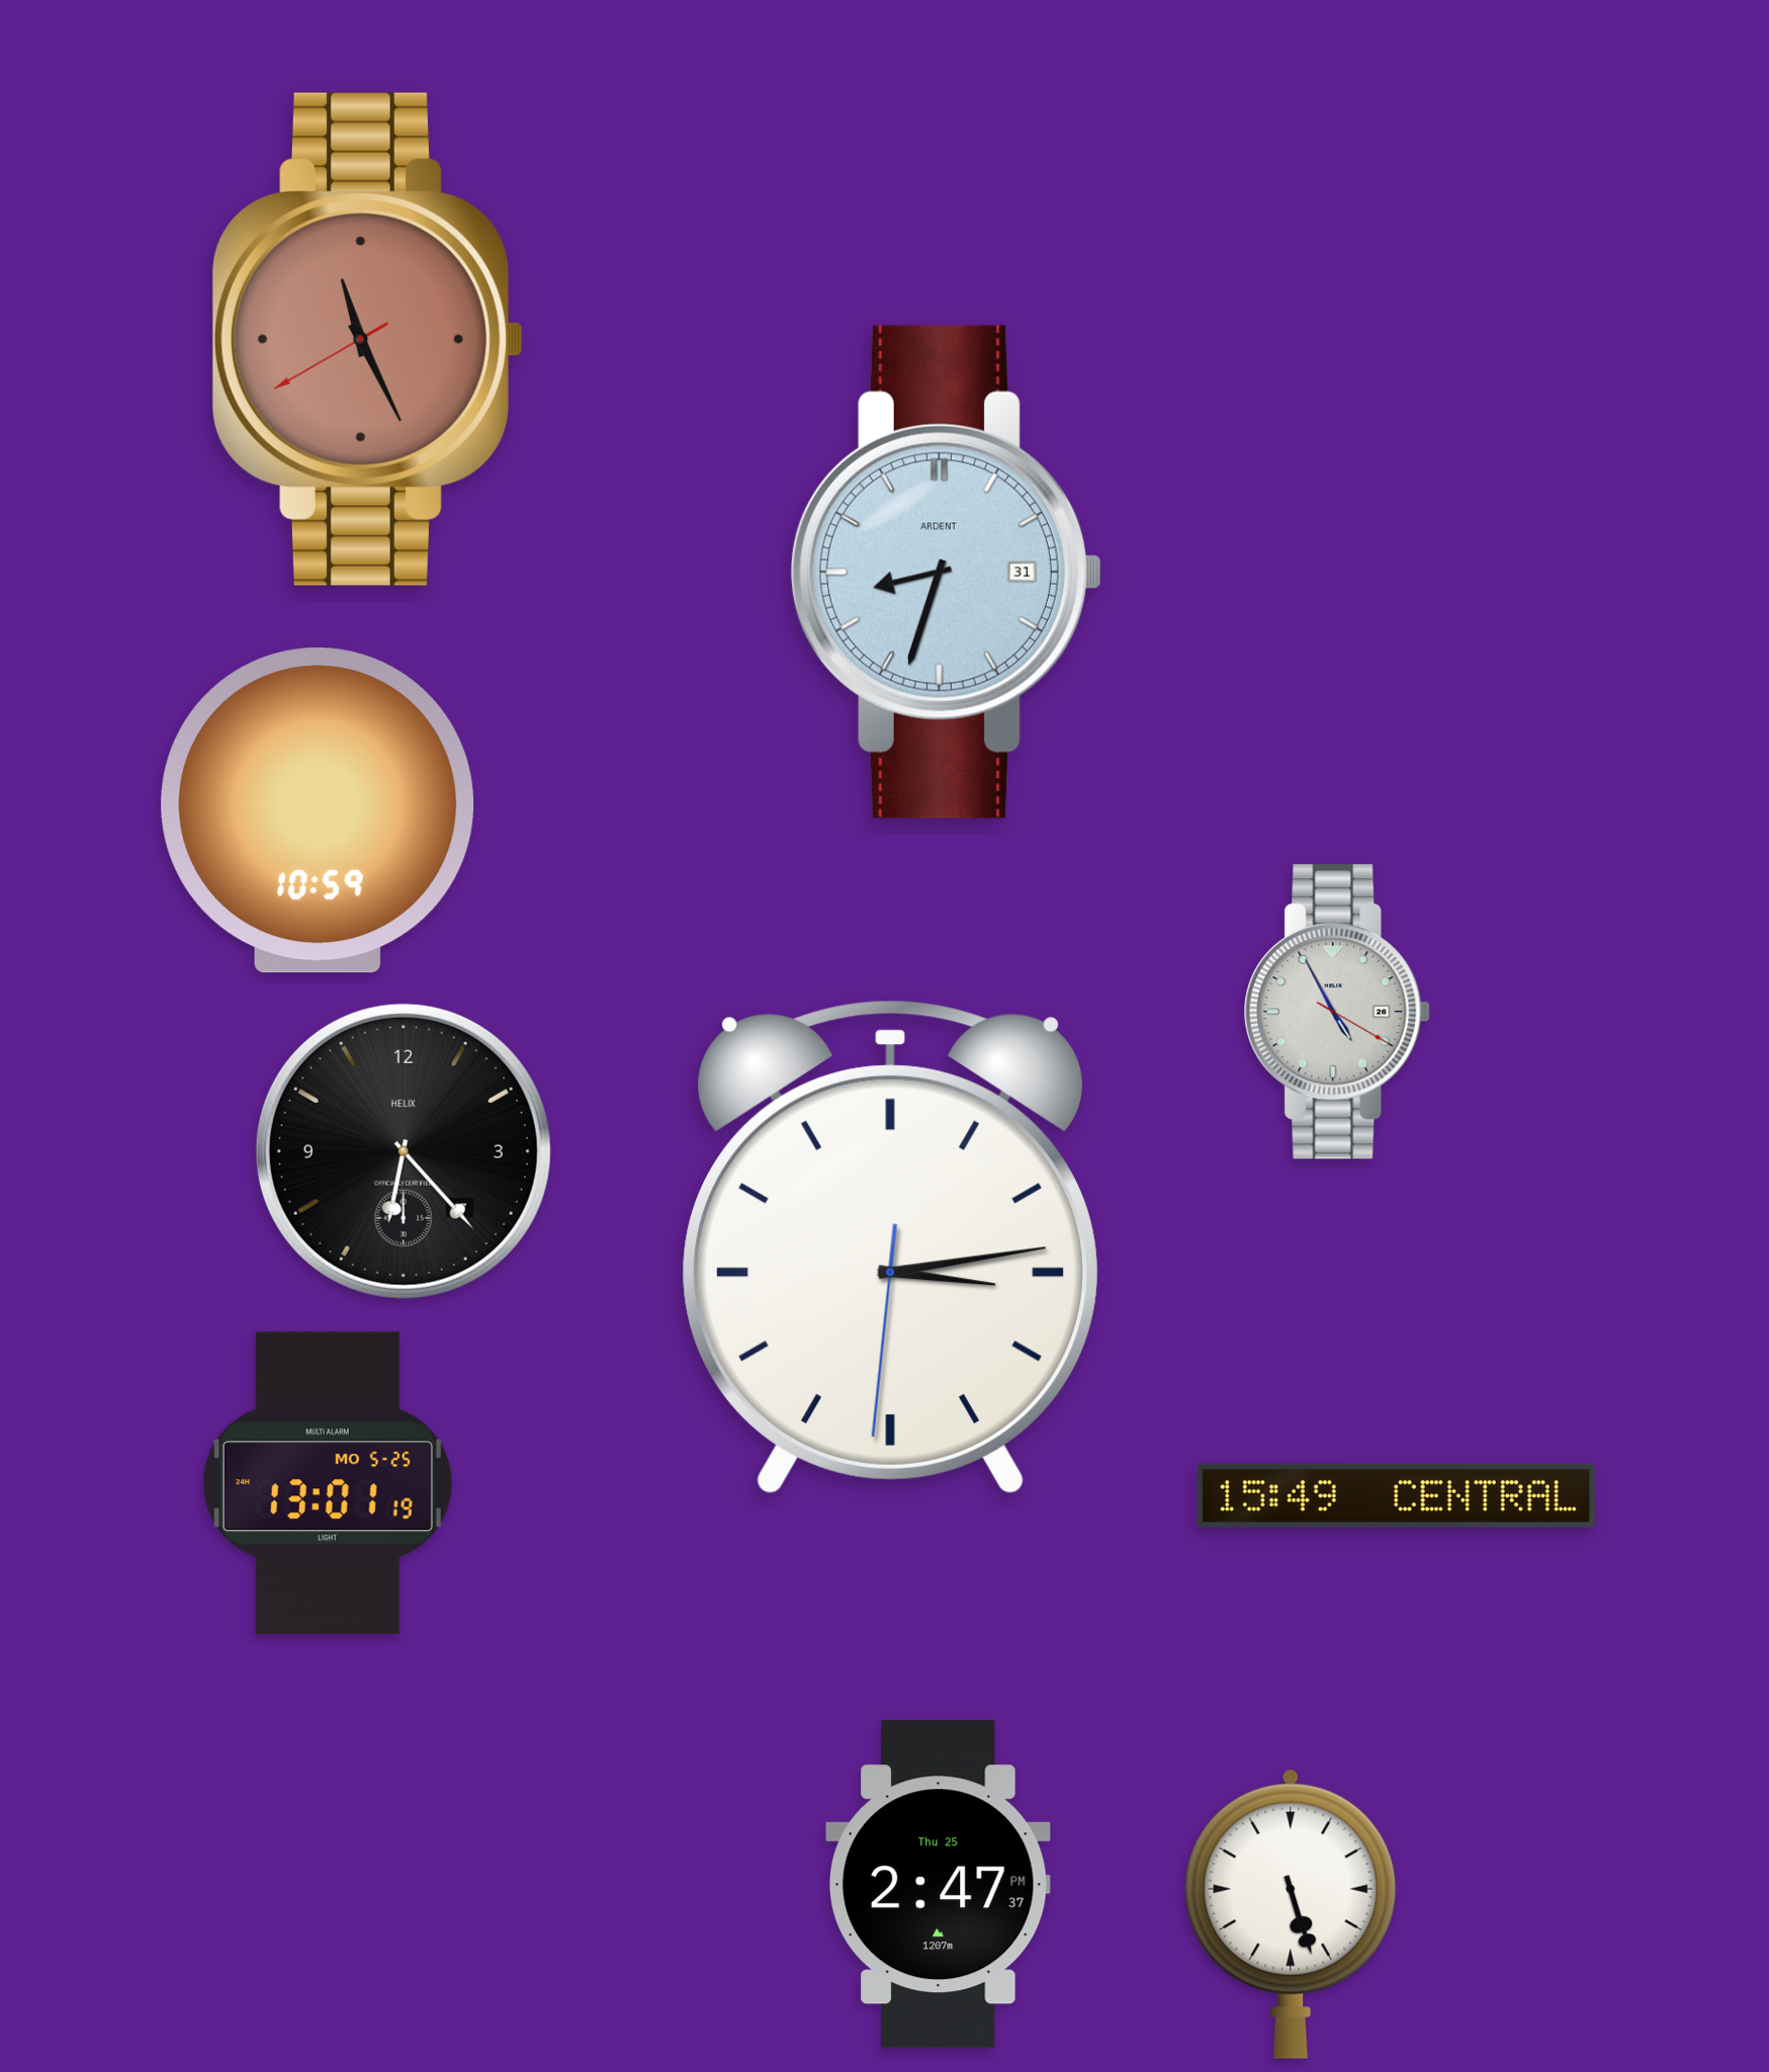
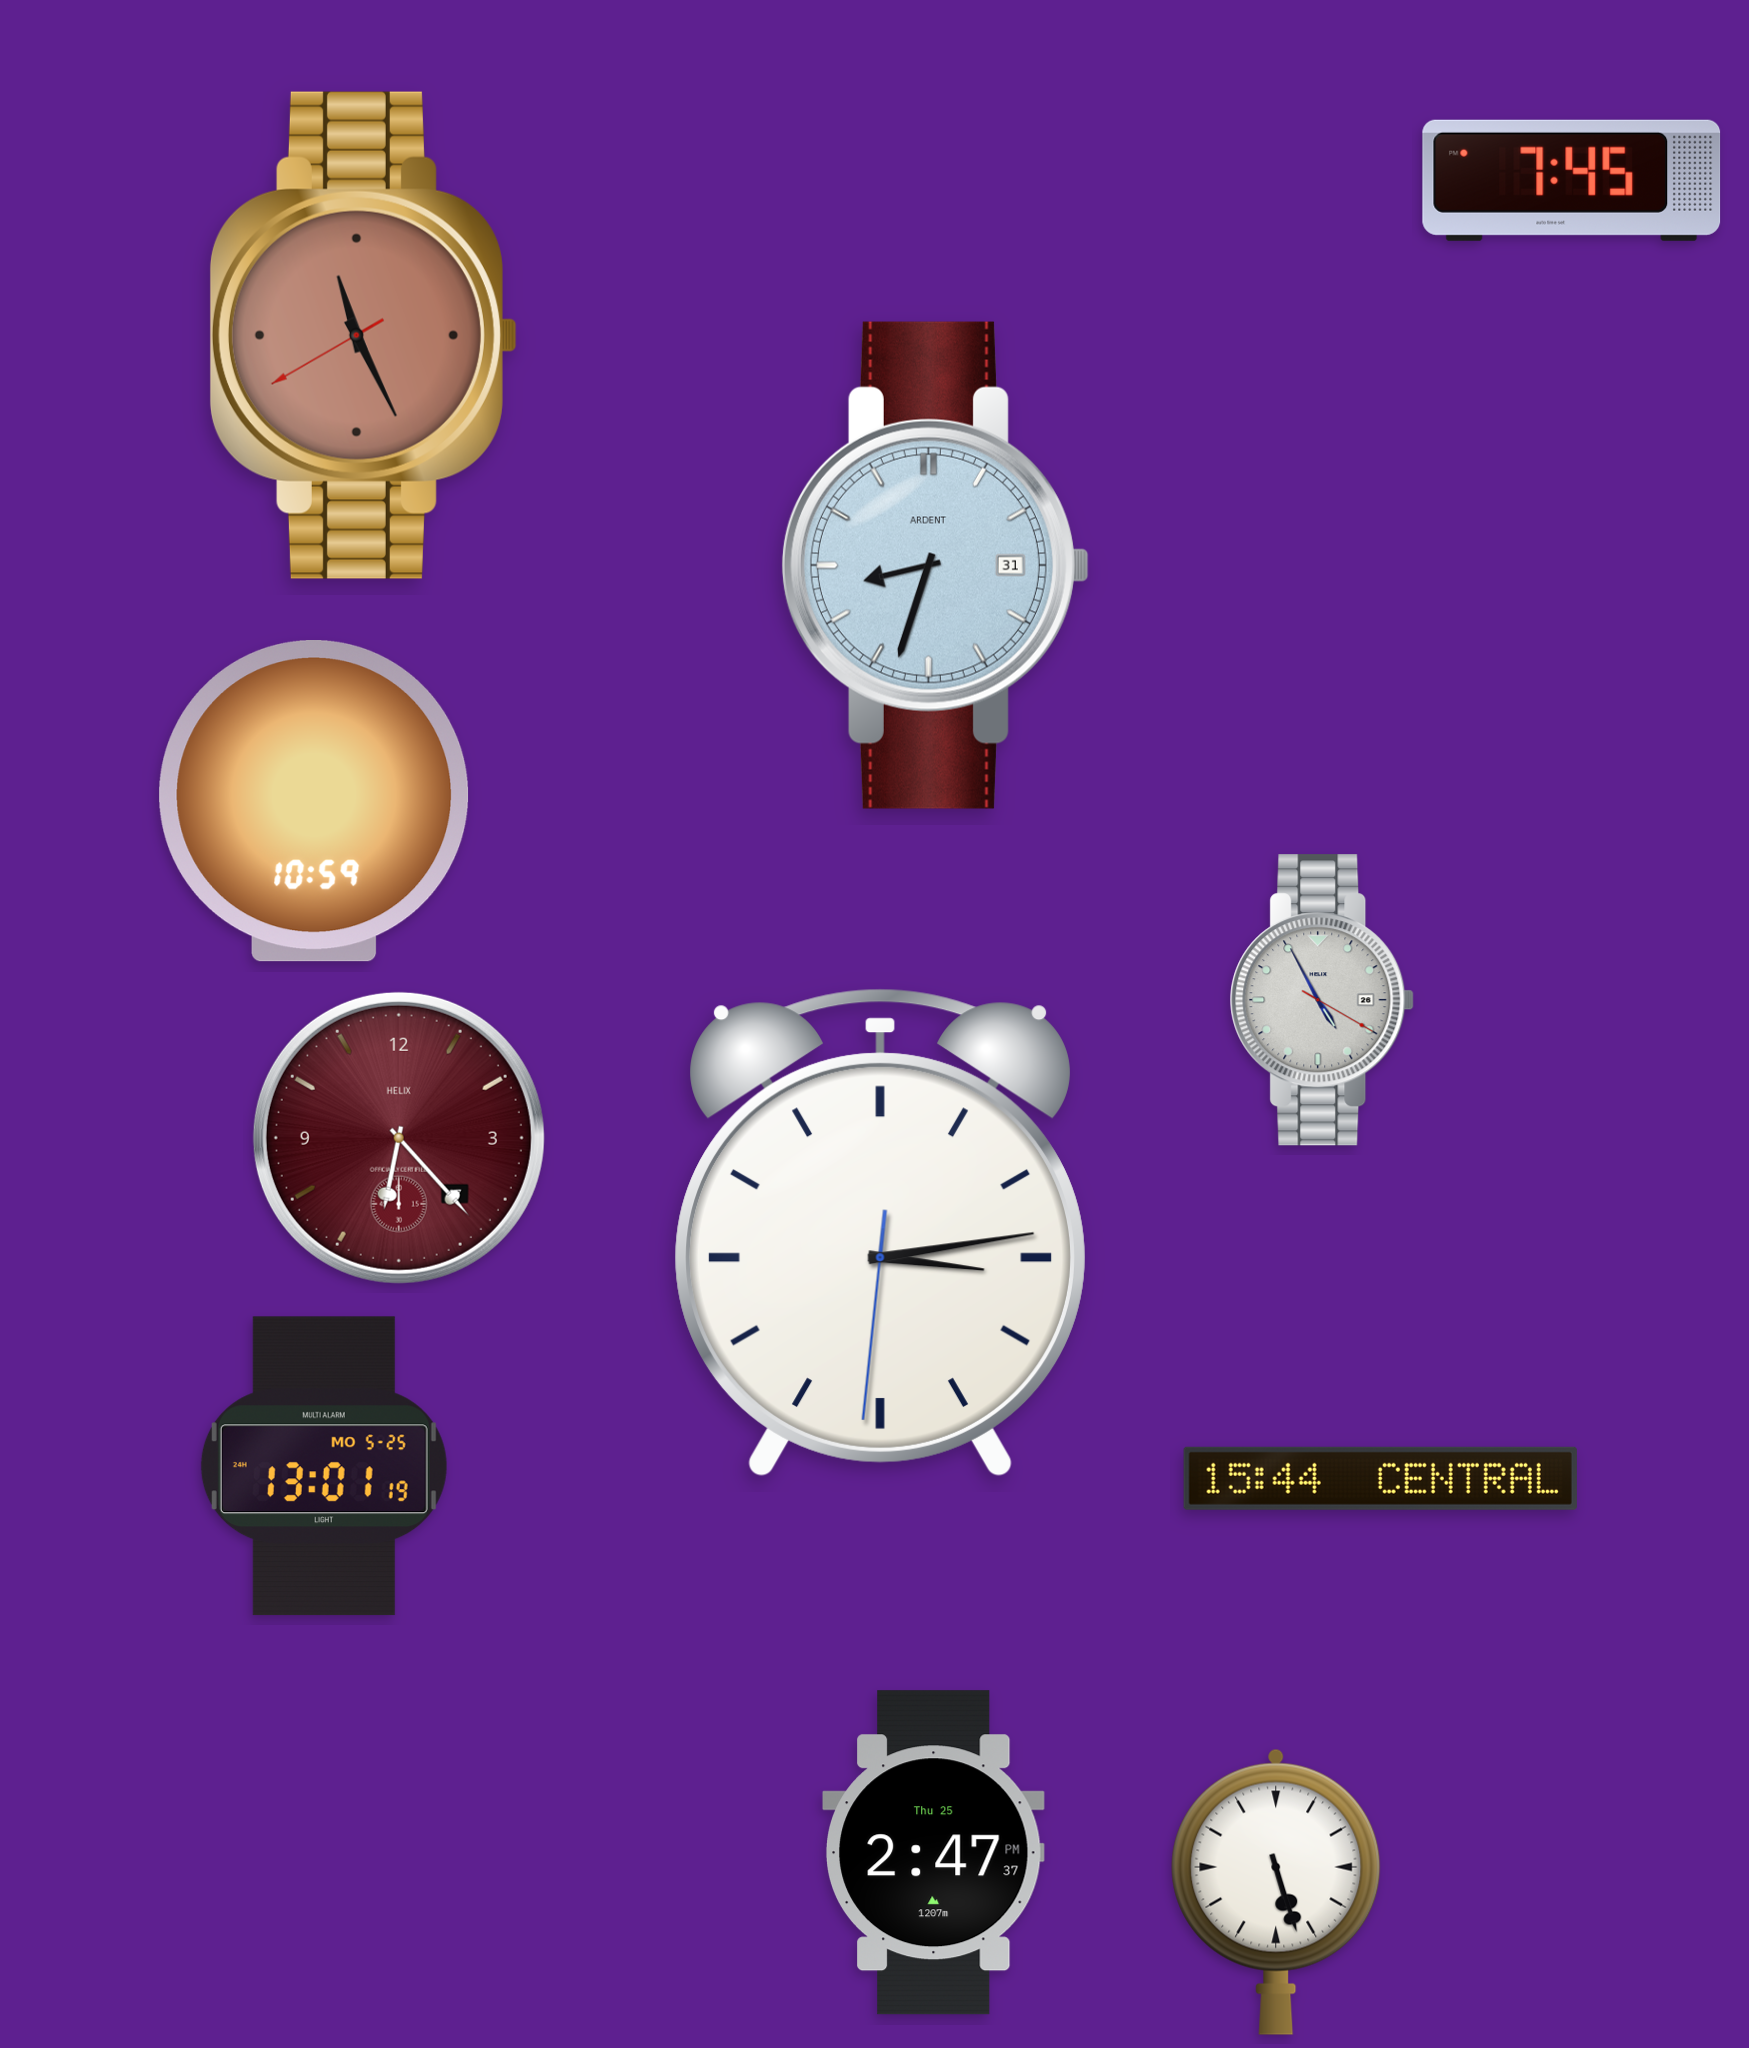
clock at (1572, 180): none -> 7:45
clock at (404, 1151) dial: black -> burgundy
clock at (1396, 1495): 15:49 -> 15:44
clock at (938, 1885) position: (938, 1885) -> (933, 1853)
